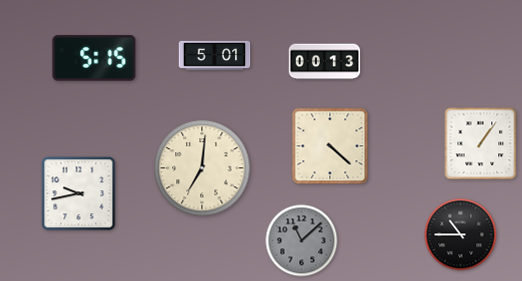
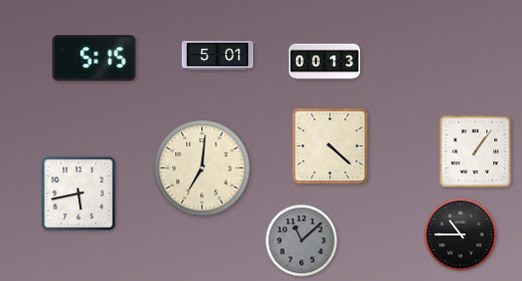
clock at (215, 55) position: (215, 55) -> (218, 55)
clock at (481, 144) position: (481, 144) -> (476, 152)
clock at (79, 194): 9:43 -> 5:43
